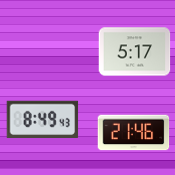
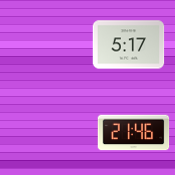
clock at (135, 52) position: (135, 52) -> (129, 45)
clock at (43, 120): 8:49 -> none
